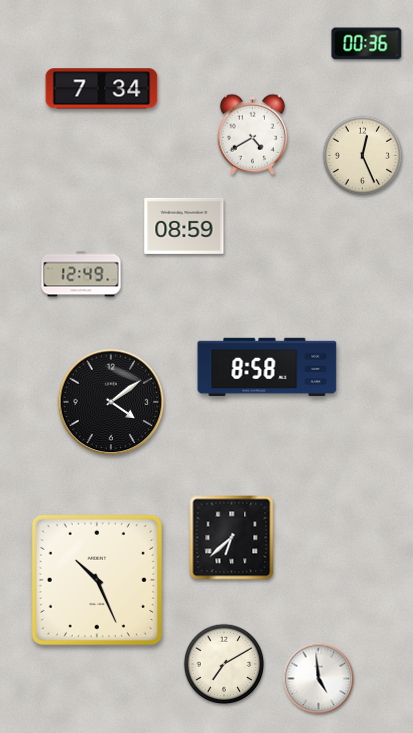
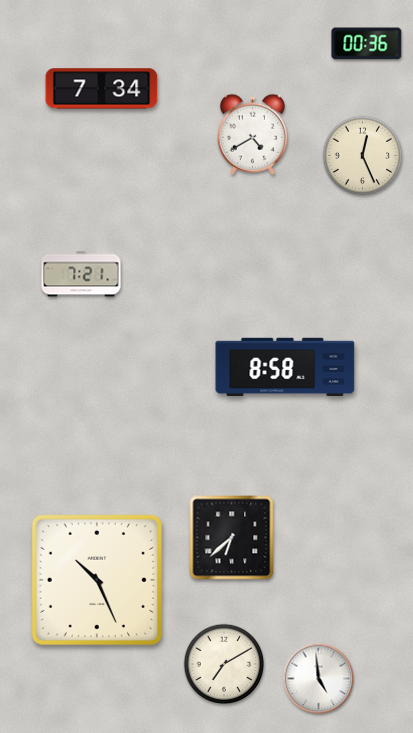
clock at (184, 226): 08:59 -> none
clock at (81, 274): 12:49 -> 7:21
clock at (267, 366) position: (267, 366) -> (285, 366)
clock at (111, 402): 4:09 -> none
